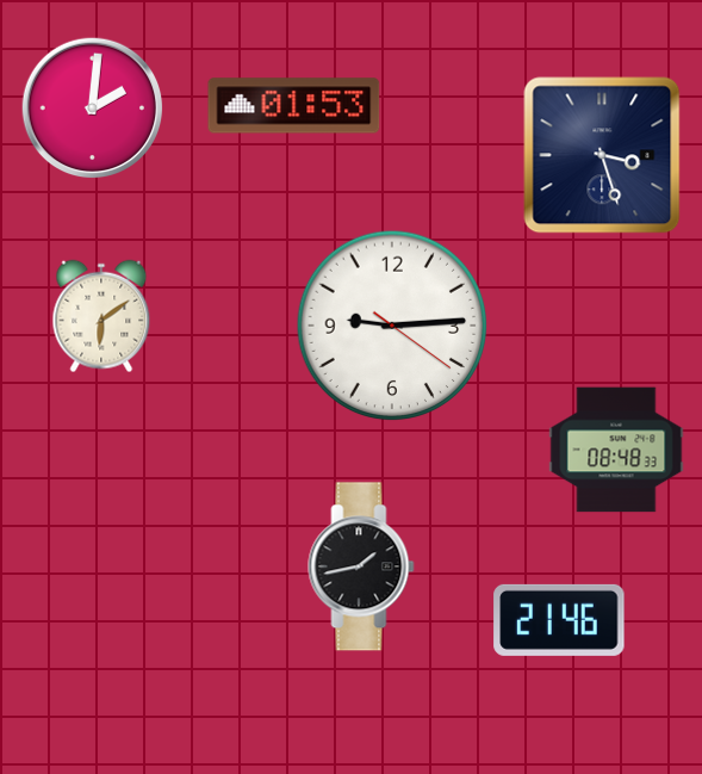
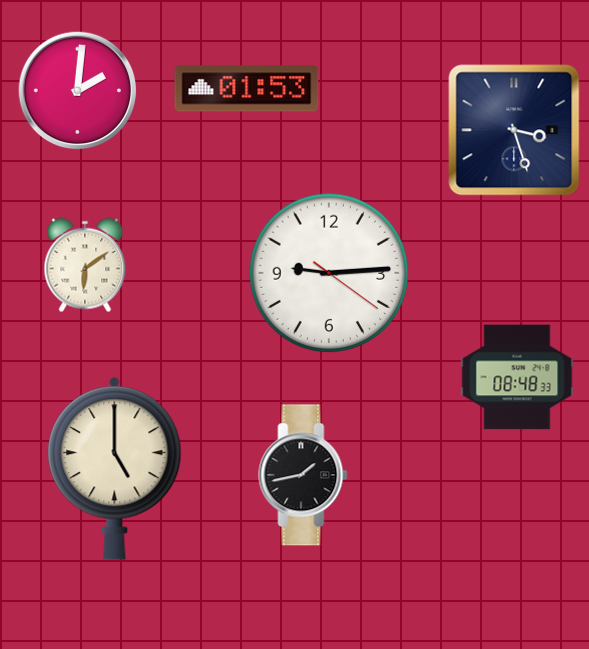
clock at (602, 155) position: (602, 155) -> (514, 130)
clock at (115, 469): none -> 5:00
clock at (559, 620): 21:46 -> none
